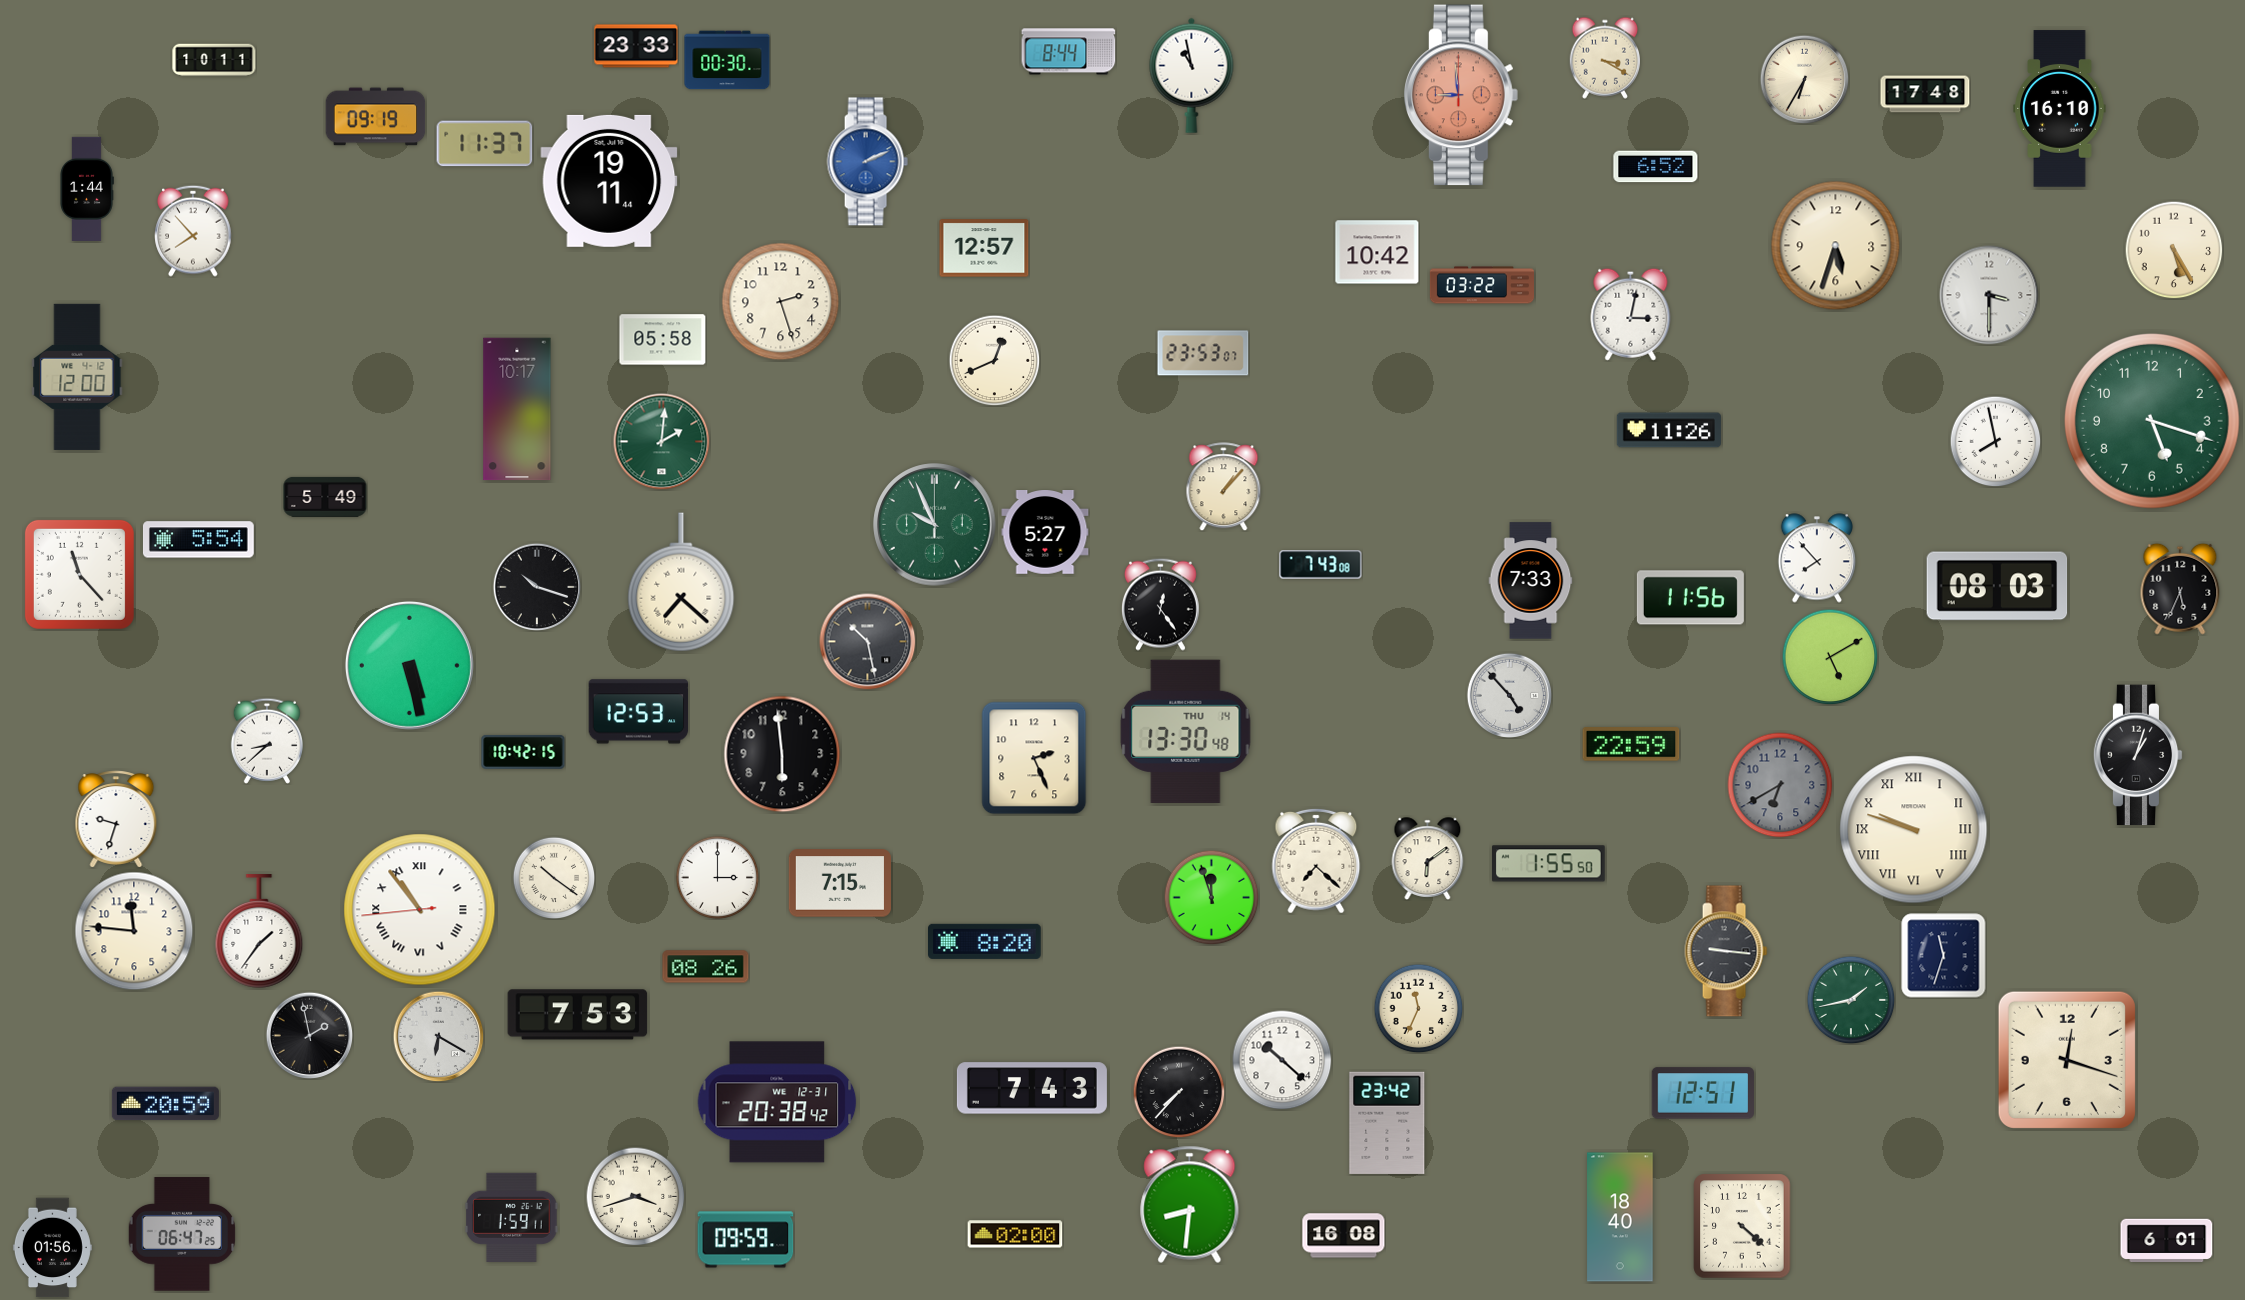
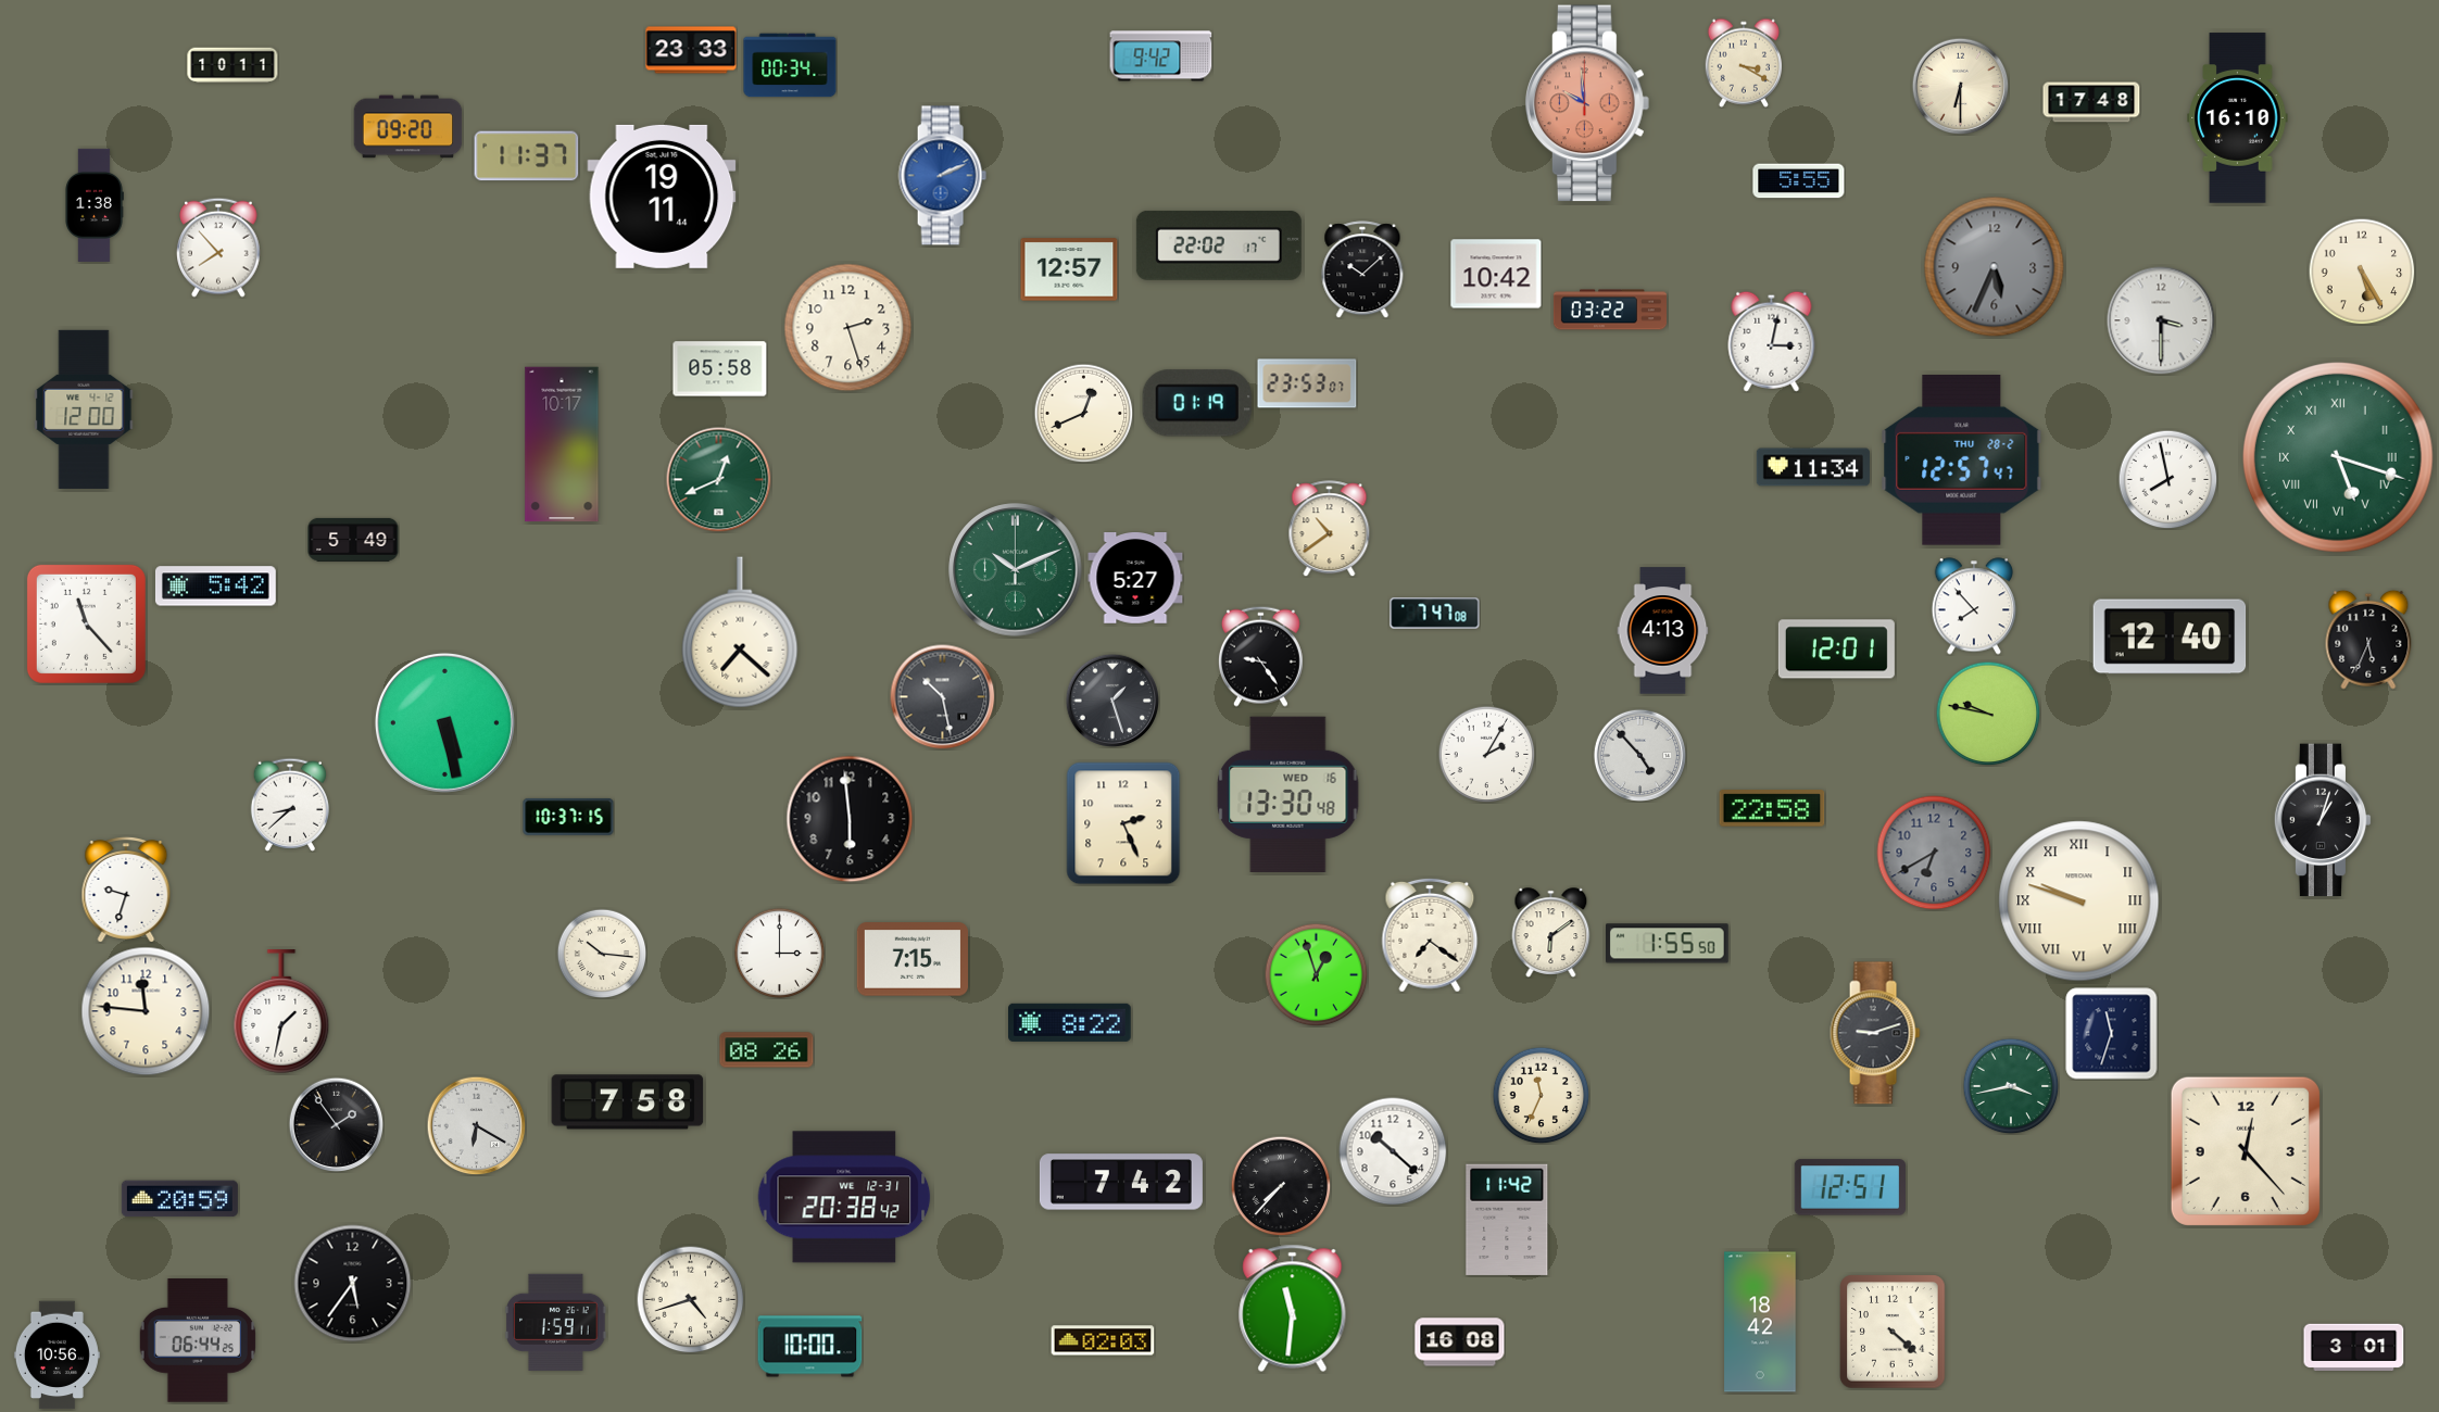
clock at (1069, 52): 8:44 -> 9:42
clock at (727, 60): 00:30 -> 00:34
clock at (1192, 75): 10:58 -> none
clock at (1804, 79): 6:35 -> 6:30
clock at (1462, 95): 8:59 -> 9:59
clock at (376, 117): 09:19 -> 09:20
clock at (1656, 167): 6:52 -> 5:55
clock at (87, 189): 1:44 -> 1:38
clock at (1219, 245): none -> 22:02
clock at (193, 231) position: (193, 231) -> (218, 248)
clock at (1836, 246): 5:33 -> 5:34
clock at (1836, 246) dial: cream -> grey
clock at (1362, 269): none -> 10:08
clock at (994, 360) position: (994, 360) -> (1083, 413)
clock at (1197, 403): none -> 01:19
clock at (2152, 421) numerals: Arabic -> Roman
clock at (1962, 459): none -> 12:57
clock at (1669, 430): 11:26 -> 11:34
clock at (662, 442): 2:01 -> 12:41
clock at (1224, 487): 1:07 -> 10:39
clock at (935, 525): 9:56 -> 10:11
clock at (198, 540): 5:54 -> 5:42
clock at (1321, 565): 7:43 -> 7:47
clock at (1531, 581): 7:33 -> 4:13
clock at (1997, 586): 08:03 -> 12:40
clock at (537, 587): 10:18 -> none
clock at (1690, 598): 11:56 -> 12:01
clock at (1160, 604): 12:24 -> 9:24
clock at (1111, 699): none -> 1:27
clock at (1830, 657): 5:10 -> 9:47
clock at (1486, 754): none -> 2:05
clock at (639, 712): 12:53 -> none
clock at (1186, 731) date: THU 14 -> WED 16
clock at (1631, 744): 22:59 -> 22:58
clock at (523, 752): 10:42 -> 10:37
clock at (1316, 861): 7:22 -> 7:21
clock at (1549, 864) position: (1549, 864) -> (1668, 944)
clock at (554, 878): 10:21 -> 10:16
clock at (1211, 897): 11:57 -> 12:57
clock at (420, 910): 10:53 -> none
clock at (259, 931): 1:36 -> 1:32
clock at (985, 941): 8:20 -> 8:22
clock at (1726, 951): 9:16 -> 9:12
clock at (1944, 956) position: (1944, 956) -> (2112, 1034)
clock at (1851, 1000): 1:43 -> 3:43
clock at (578, 1015): 7:53 -> 7:58
clock at (309, 1035): 1:58 -> 1:54
clock at (2067, 1060): 12:18 -> 12:23
clock at (1032, 1088): 7:43 -> 7:42
clock at (1387, 1123): 23:42 -> 11:42
clock at (353, 1284): none -> 5:36
clock at (636, 1197): 3:42 -> 4:42
clock at (1190, 1204): 8:31 -> 11:31
clock at (1620, 1217): 18:40 -> 18:42
clock at (181, 1234): 06:47 -> 06:44
clock at (1015, 1234): 02:00 -> 02:03
clock at (746, 1240): 09:59 -> 10:00
clock at (2167, 1240): 6:01 -> 3:01
clock at (52, 1248): 01:56 -> 10:56
